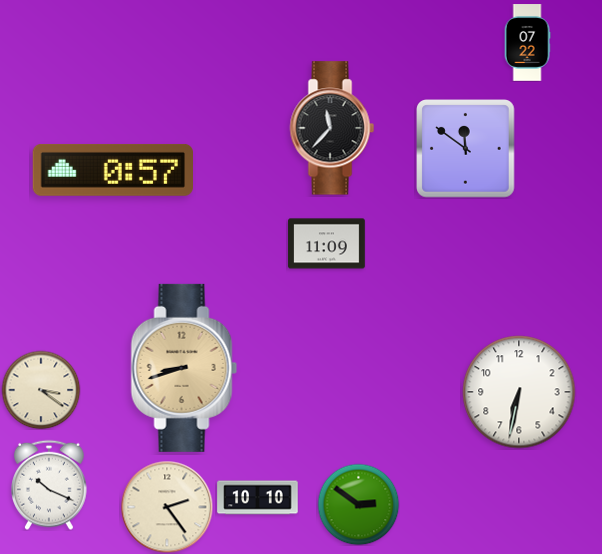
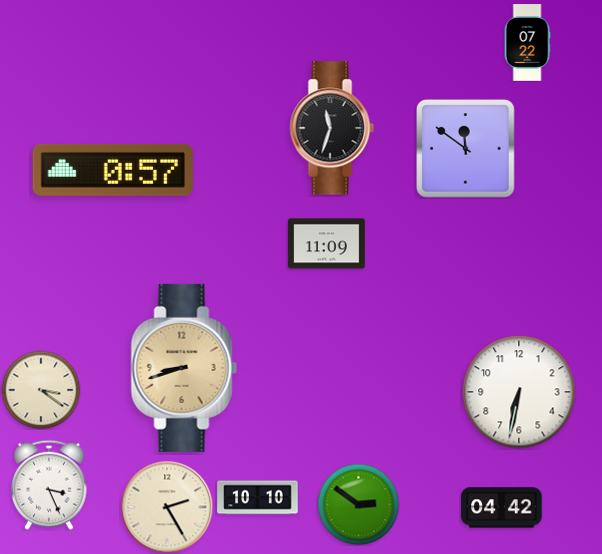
clock at (332, 128): 11:37 -> 11:33
clock at (50, 485): 10:19 -> 3:26
clock at (167, 507): 2:24 -> 2:25
clock at (502, 508): none -> 04:42
